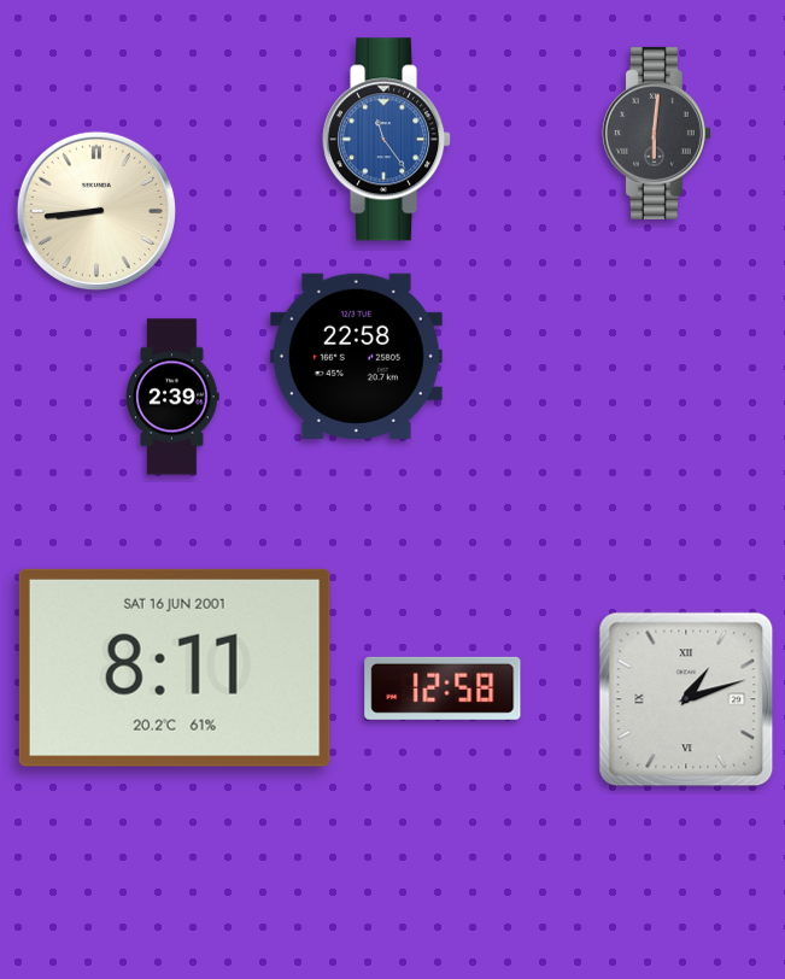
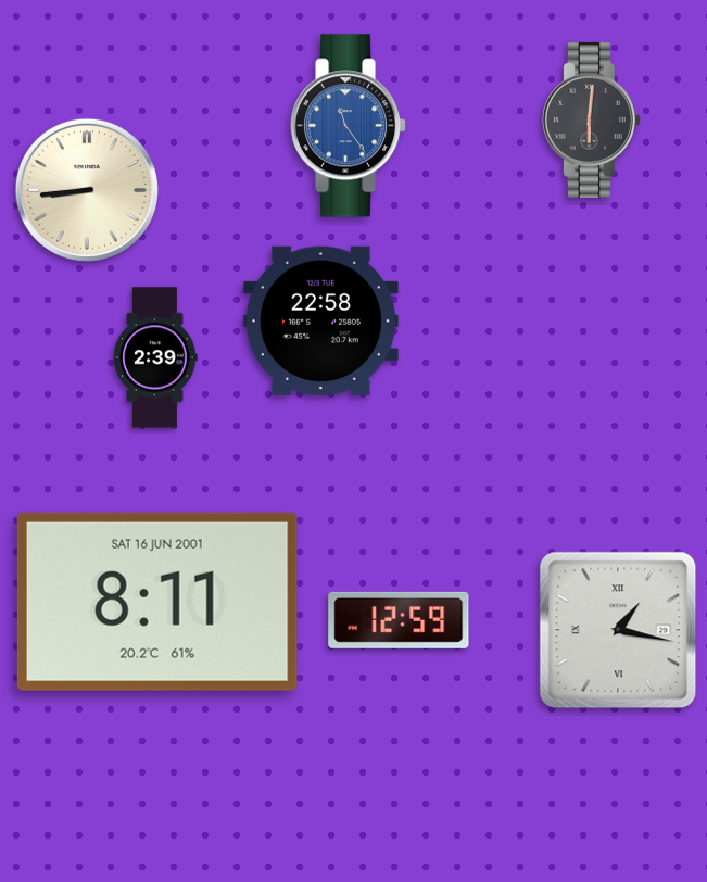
clock at (443, 688): 12:58 -> 12:59
clock at (686, 699): 1:12 -> 1:17
